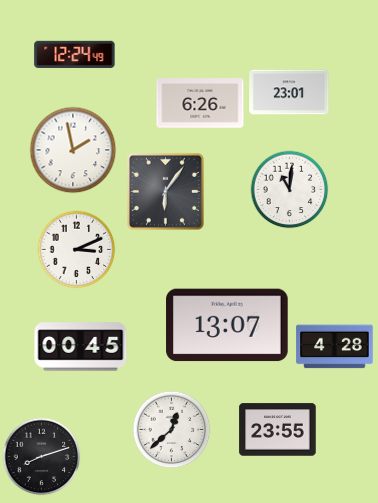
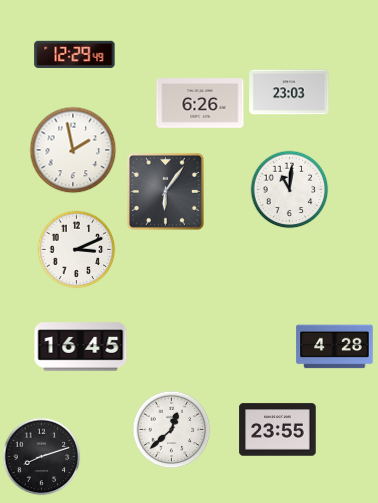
clock at (75, 54): 12:24 -> 12:29
clock at (289, 92): 23:01 -> 23:03
clock at (227, 325): 13:07 -> none
clock at (81, 347): 00:45 -> 16:45
